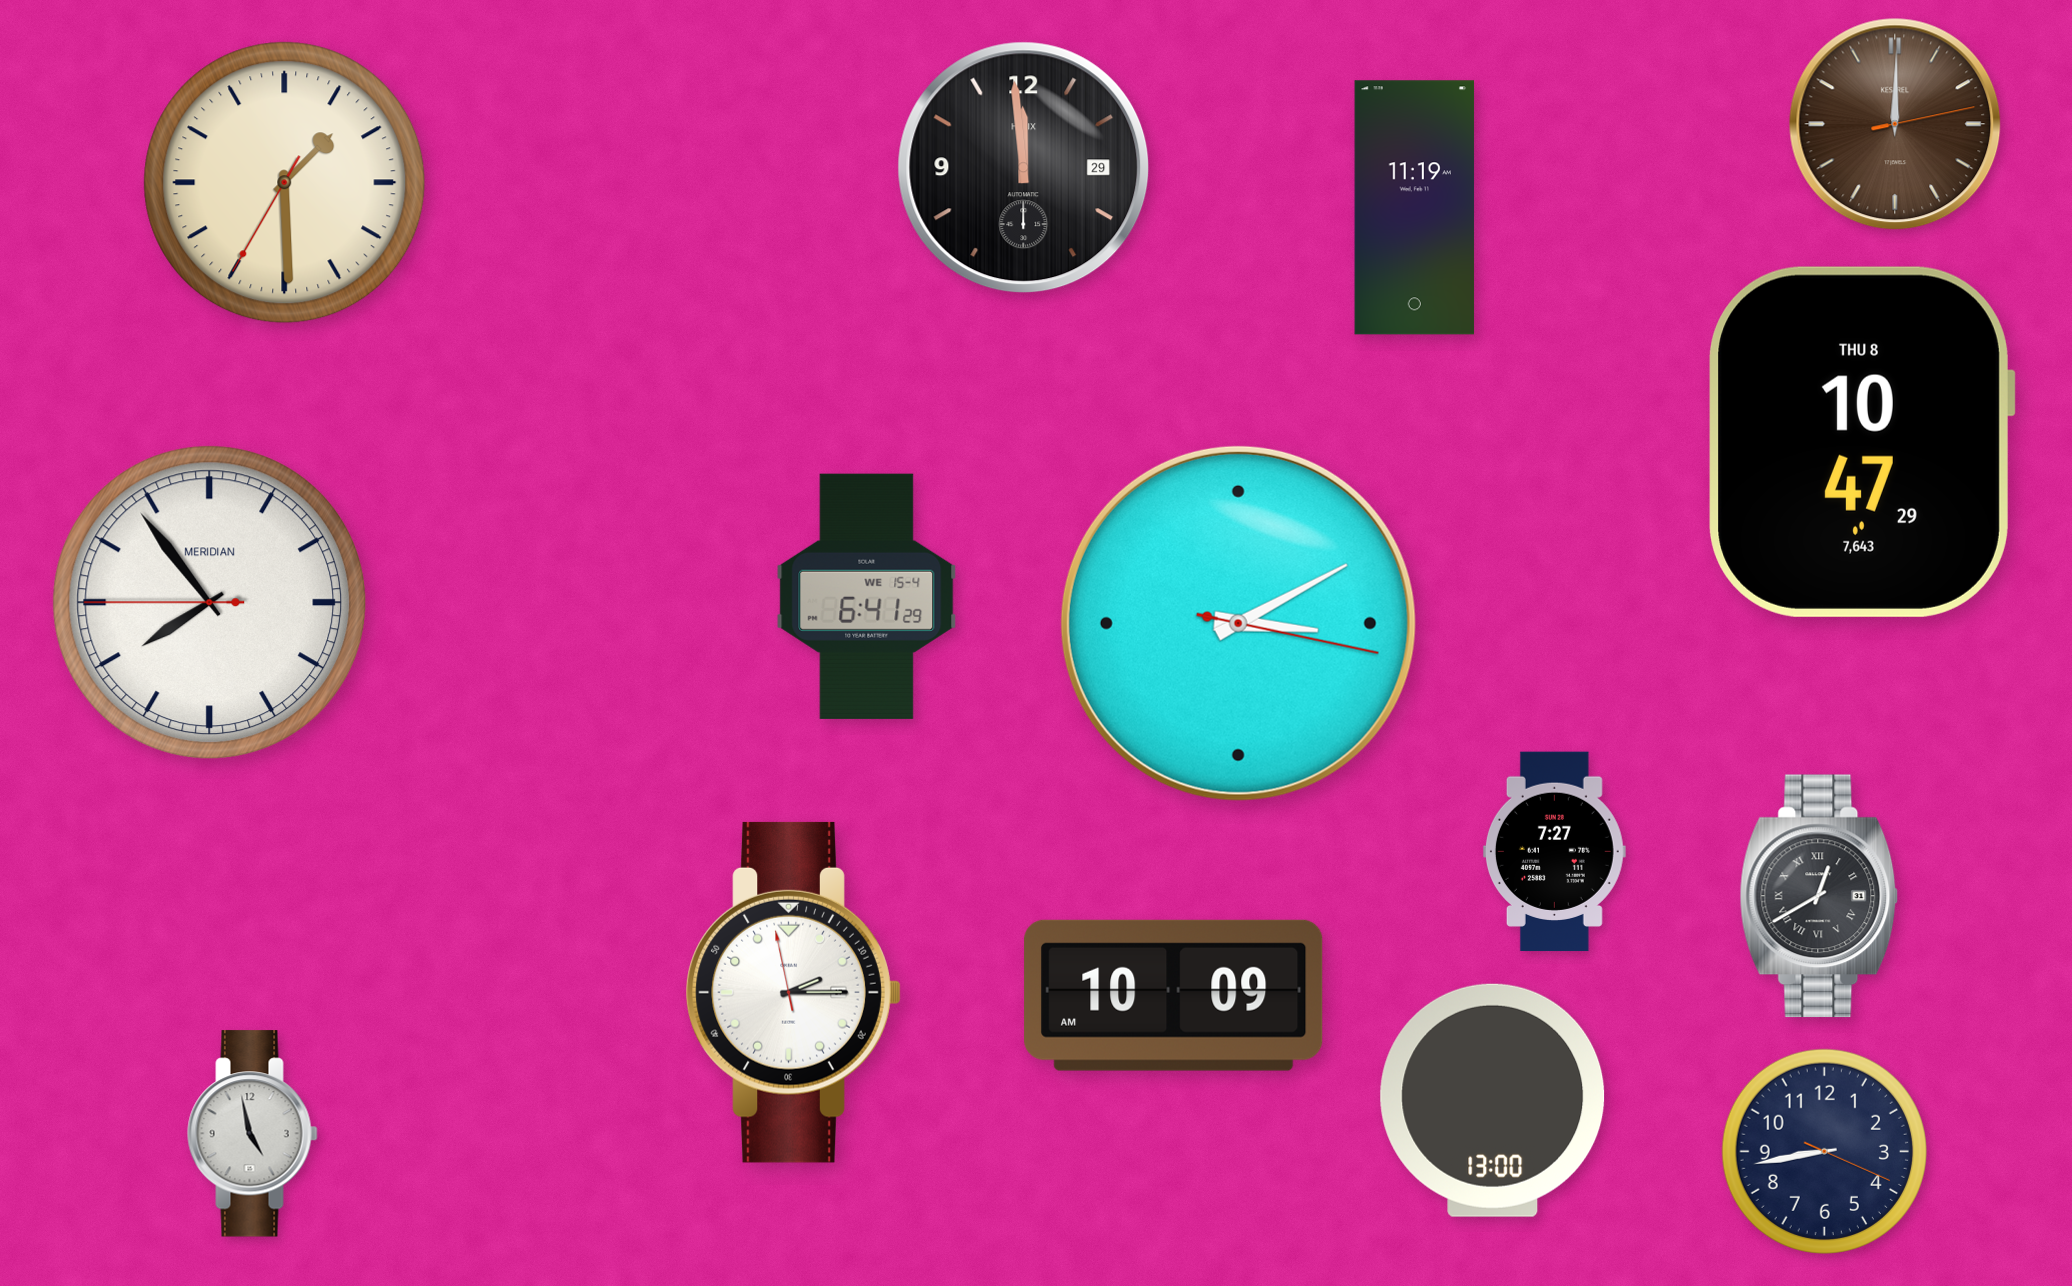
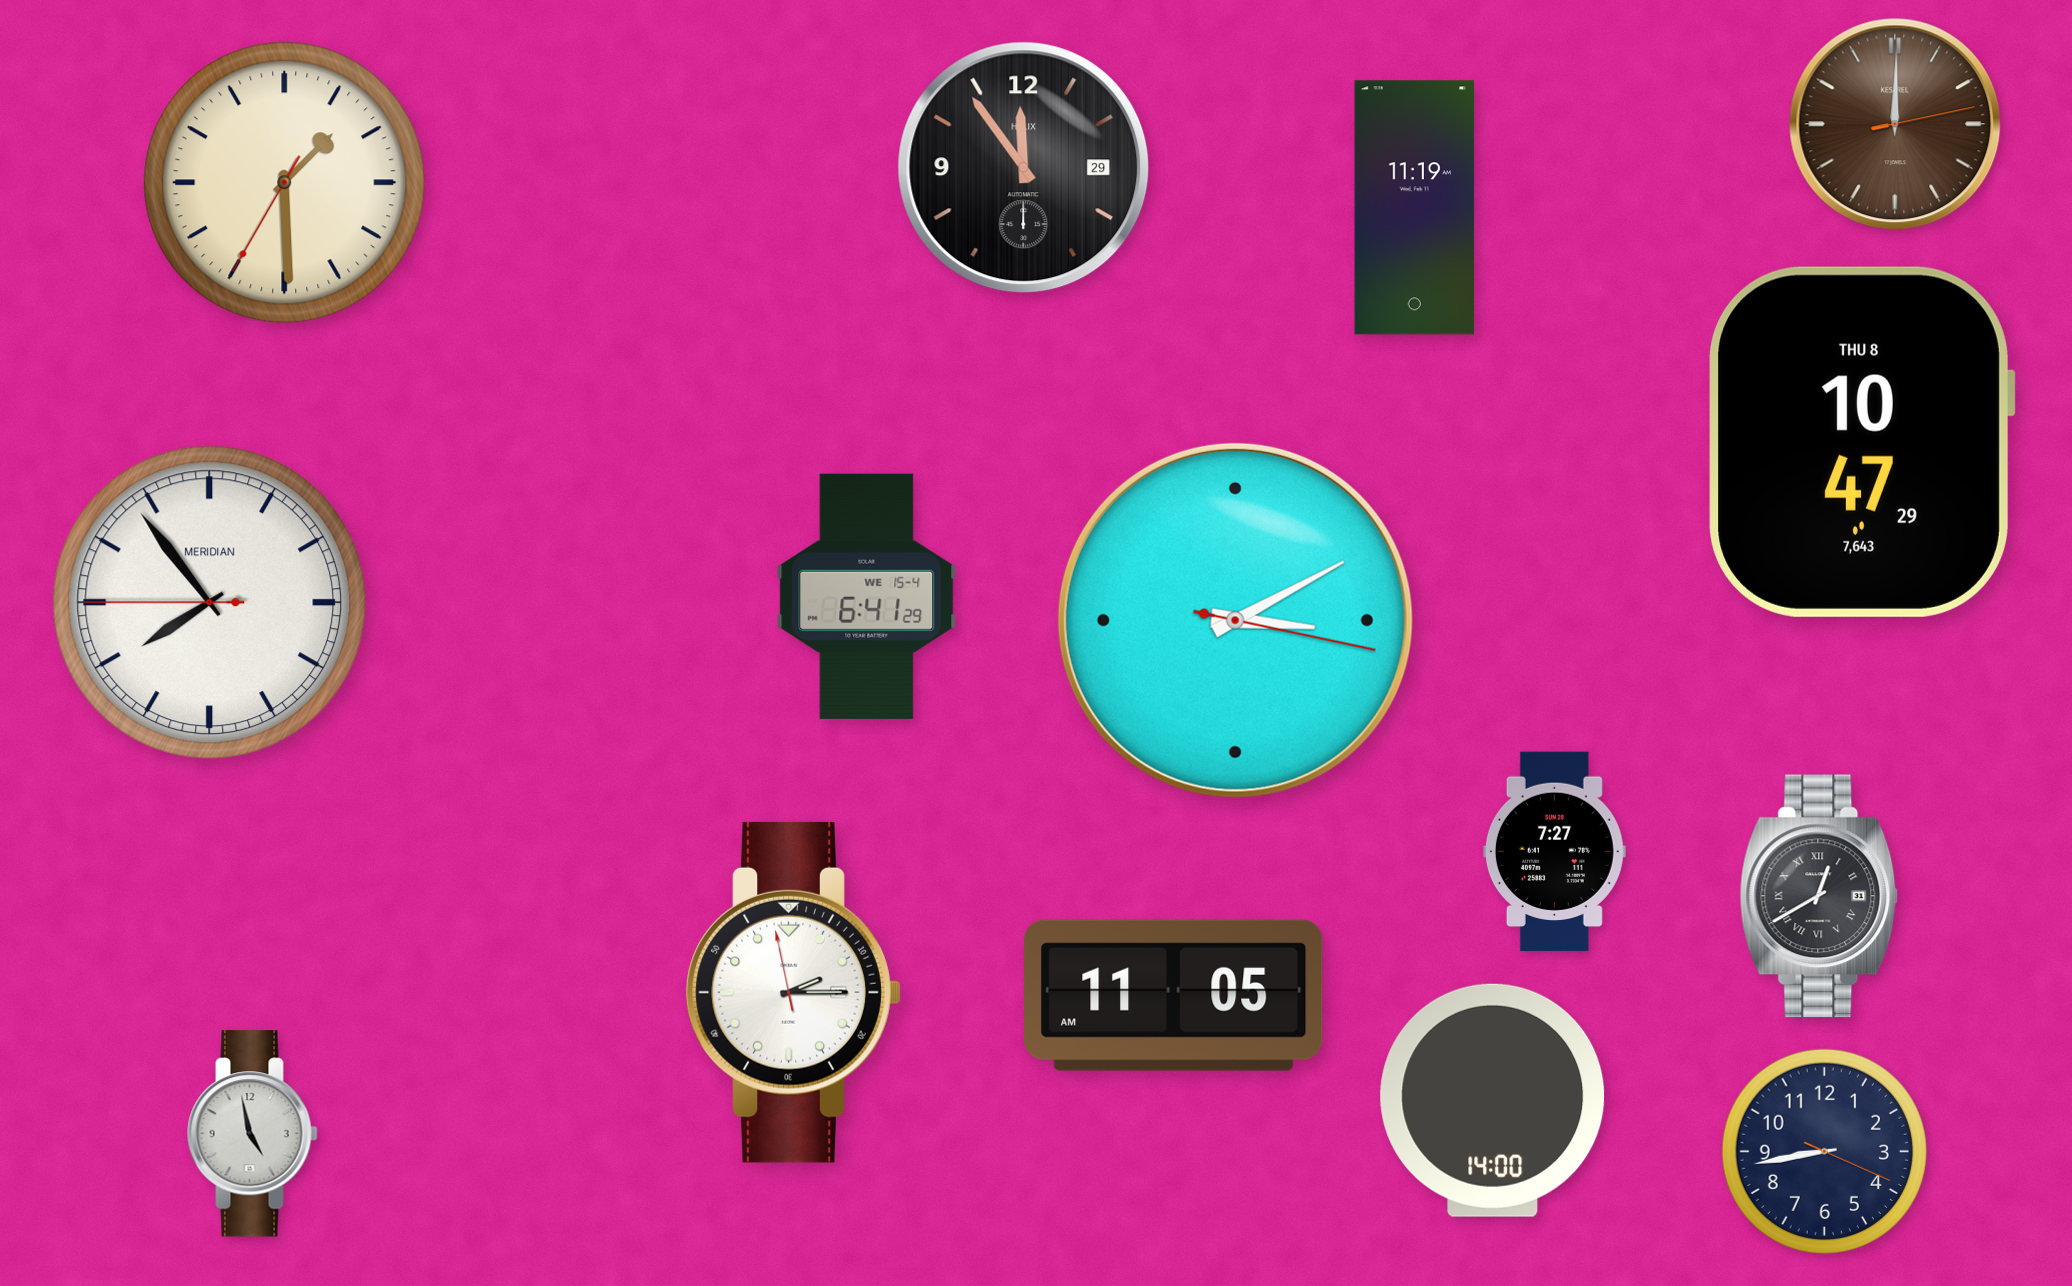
clock at (1024, 168): 11:59 -> 11:54
clock at (1238, 623) position: (1238, 623) -> (1235, 620)
clock at (1174, 995): 10:09 -> 11:05
clock at (1493, 1100): 13:00 -> 14:00
